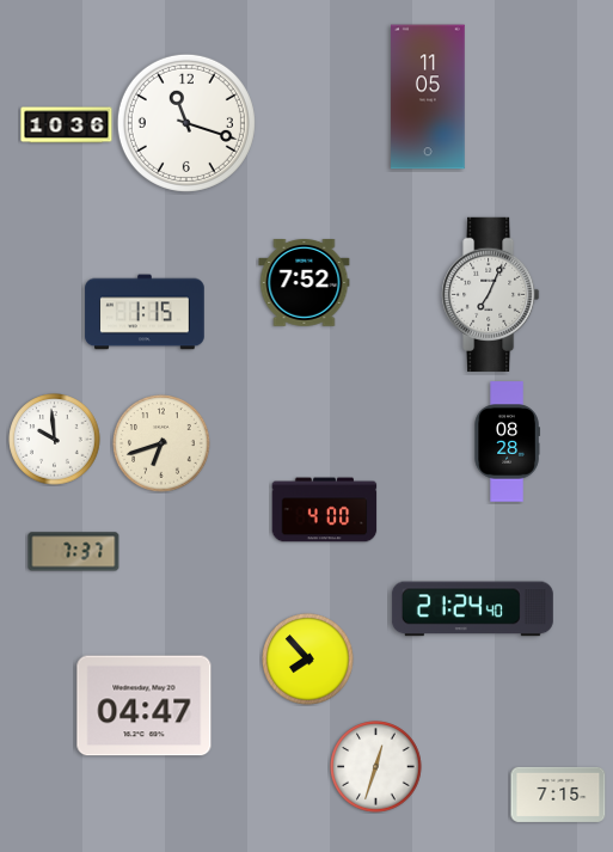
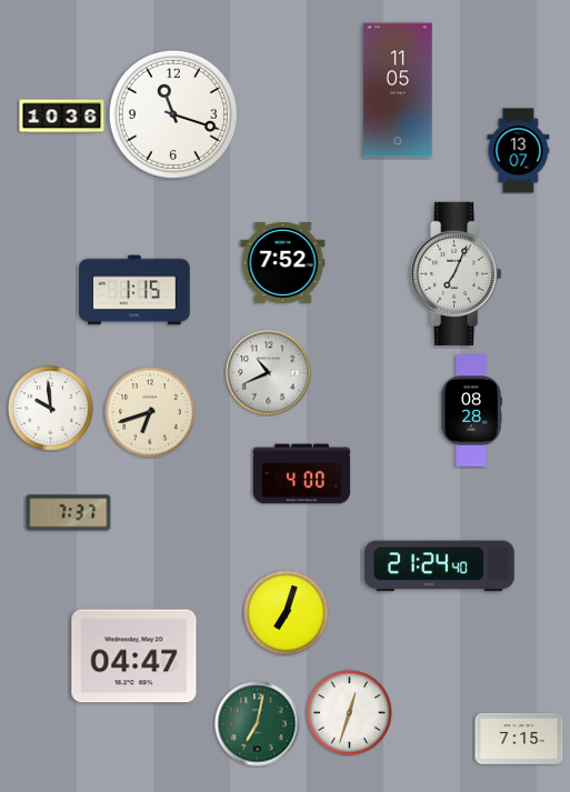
clock at (519, 151): none -> 13:07
clock at (269, 373): none -> 10:41
clock at (308, 660): 7:53 -> 7:03
clock at (258, 724): none -> 7:02
